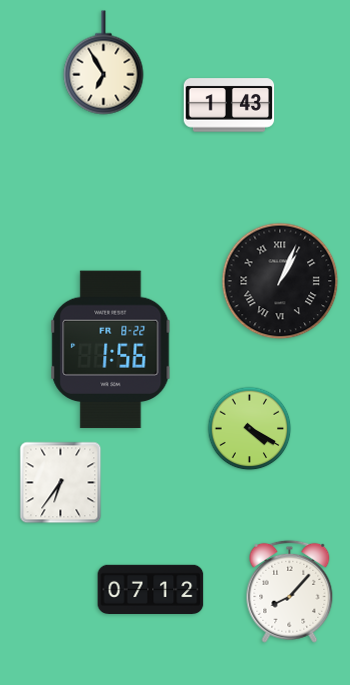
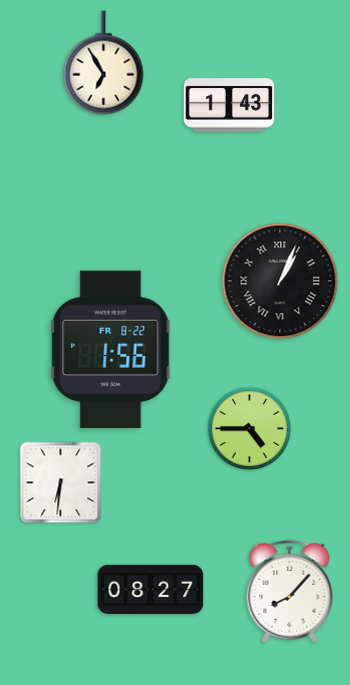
clock at (250, 429): 4:20 -> 4:45
clock at (61, 483): 6:36 -> 6:31
clock at (151, 589): 07:12 -> 08:27
